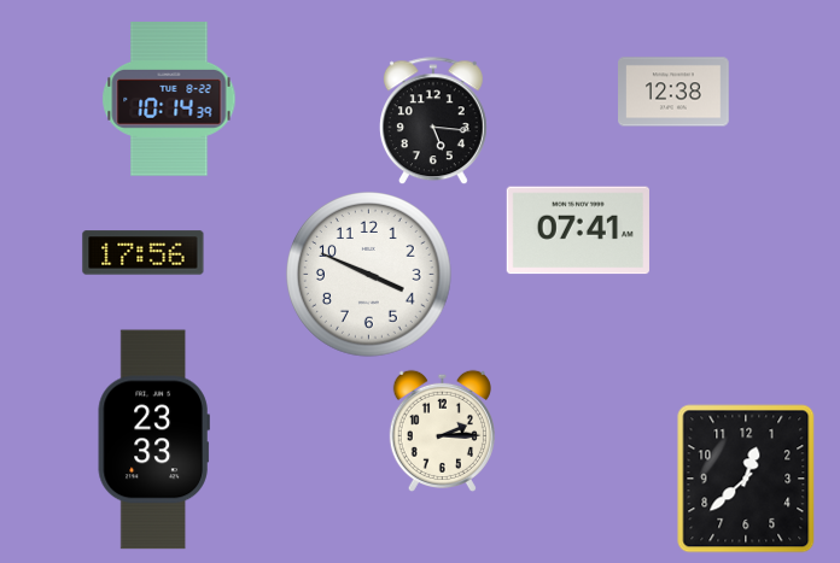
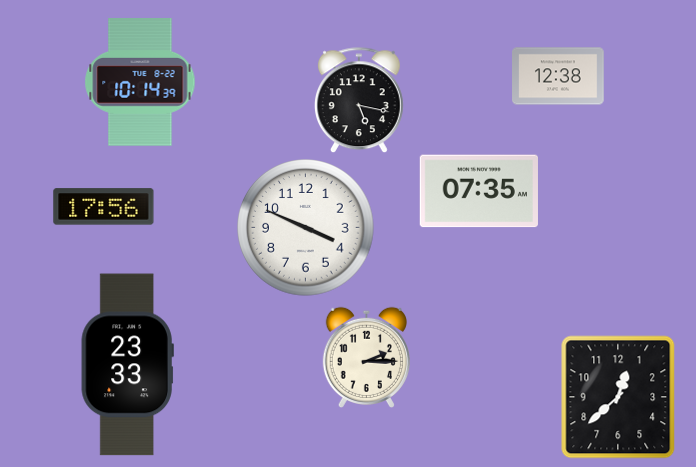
clock at (433, 122): 5:16 -> 5:17
clock at (578, 230): 07:41 -> 07:35
clock at (144, 253) position: (144, 253) -> (104, 207)
